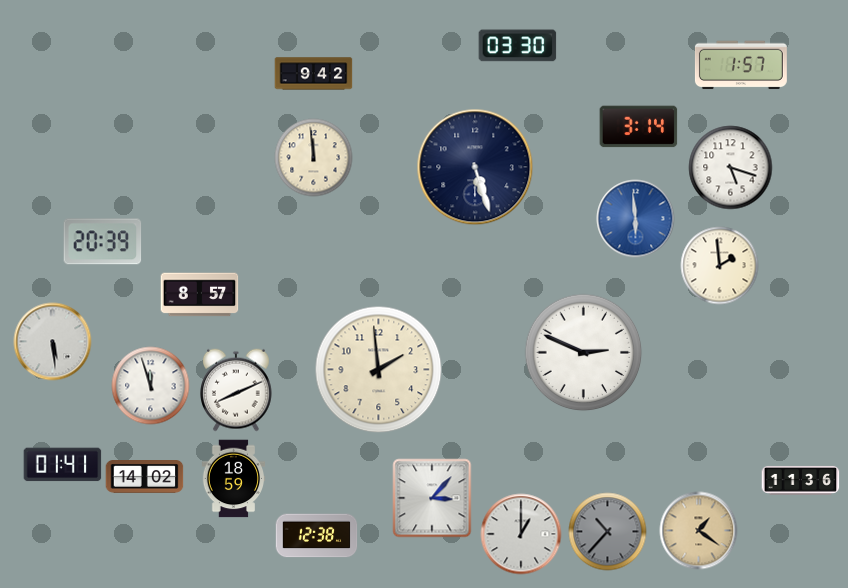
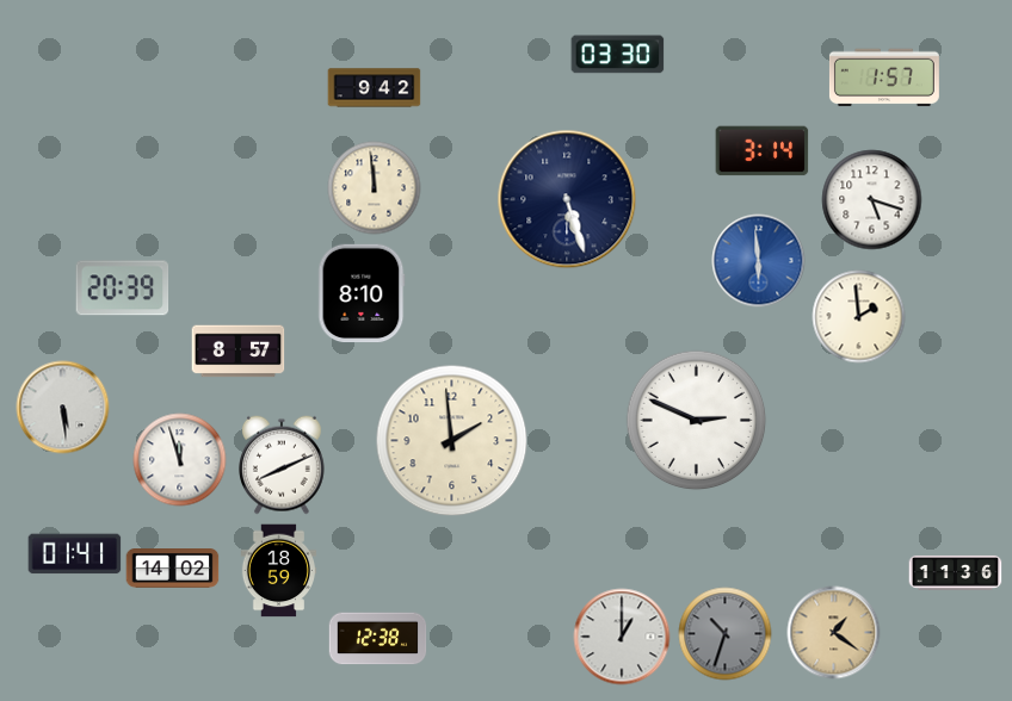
clock at (362, 293): none -> 8:10
clock at (432, 498): 3:07 -> none
clock at (607, 531): 10:37 -> 10:33
